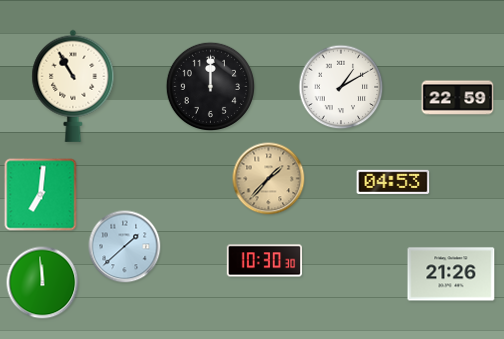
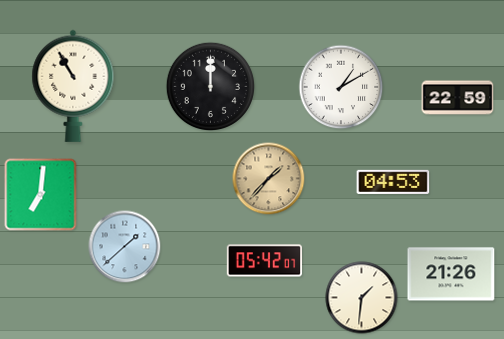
clock at (265, 261): 10:30 -> 05:42
clock at (43, 283): 11:59 -> none
clock at (362, 298): none -> 1:31
